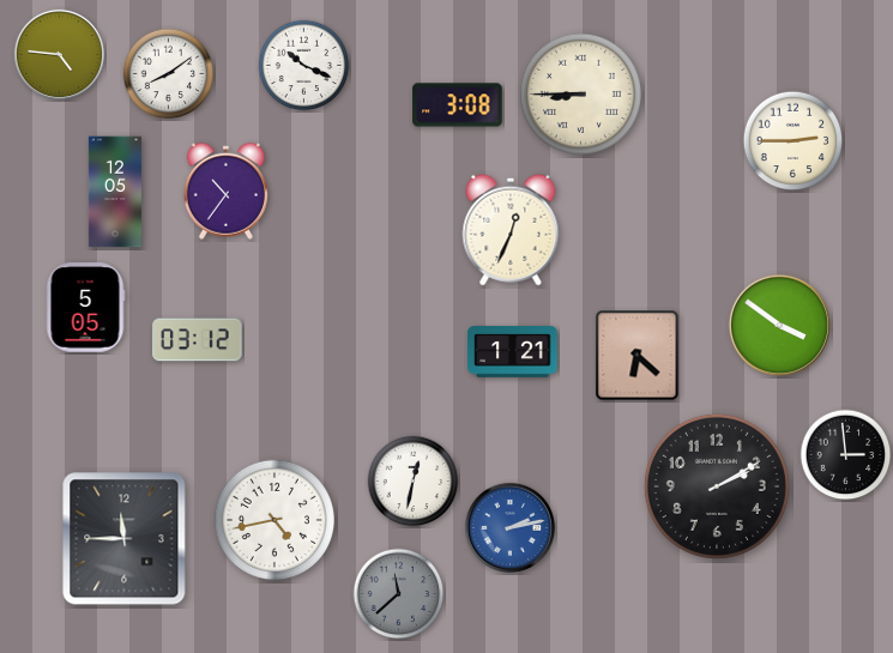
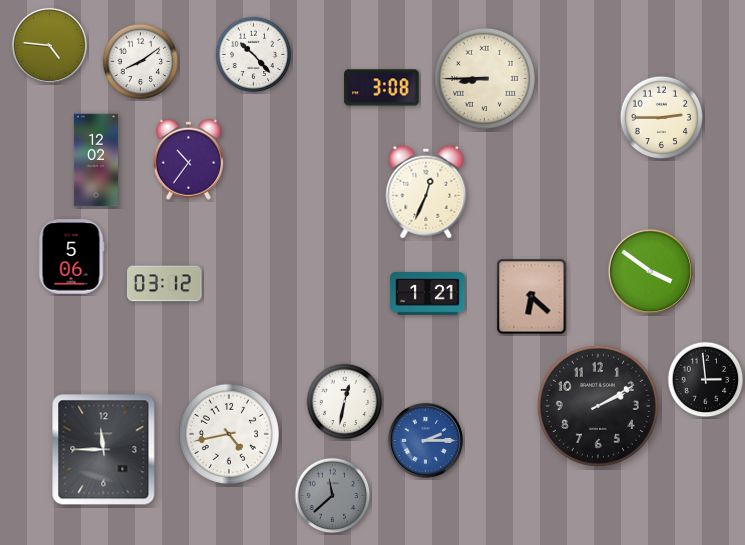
clock at (304, 66): 10:19 -> 10:23
clock at (115, 192): 12:05 -> 12:02
clock at (85, 308): 5:05 -> 5:06
clock at (509, 527): 2:13 -> 2:15
